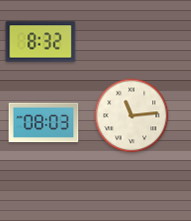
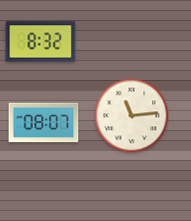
clock at (44, 123): 08:03 -> 08:07
